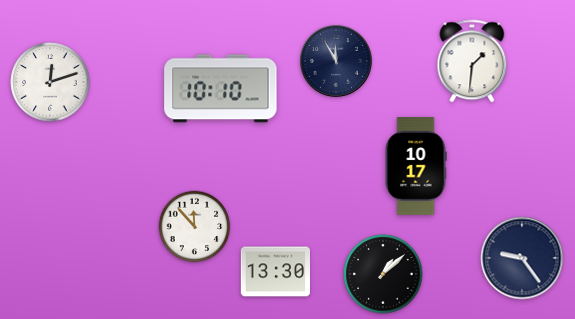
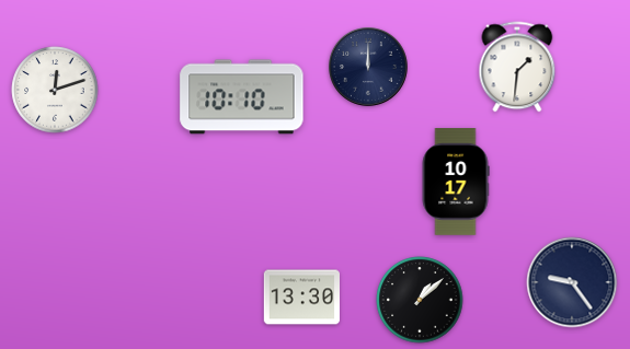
clock at (337, 62): 11:55 -> 12:00
clock at (195, 227): 11:53 -> none
